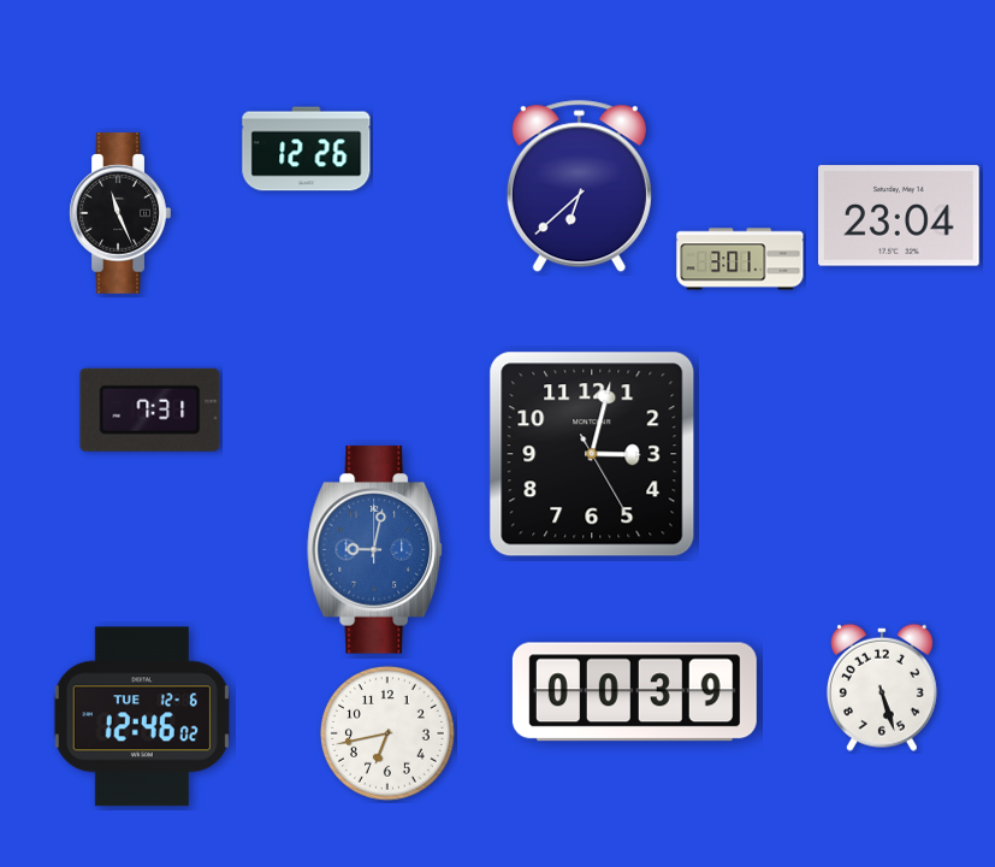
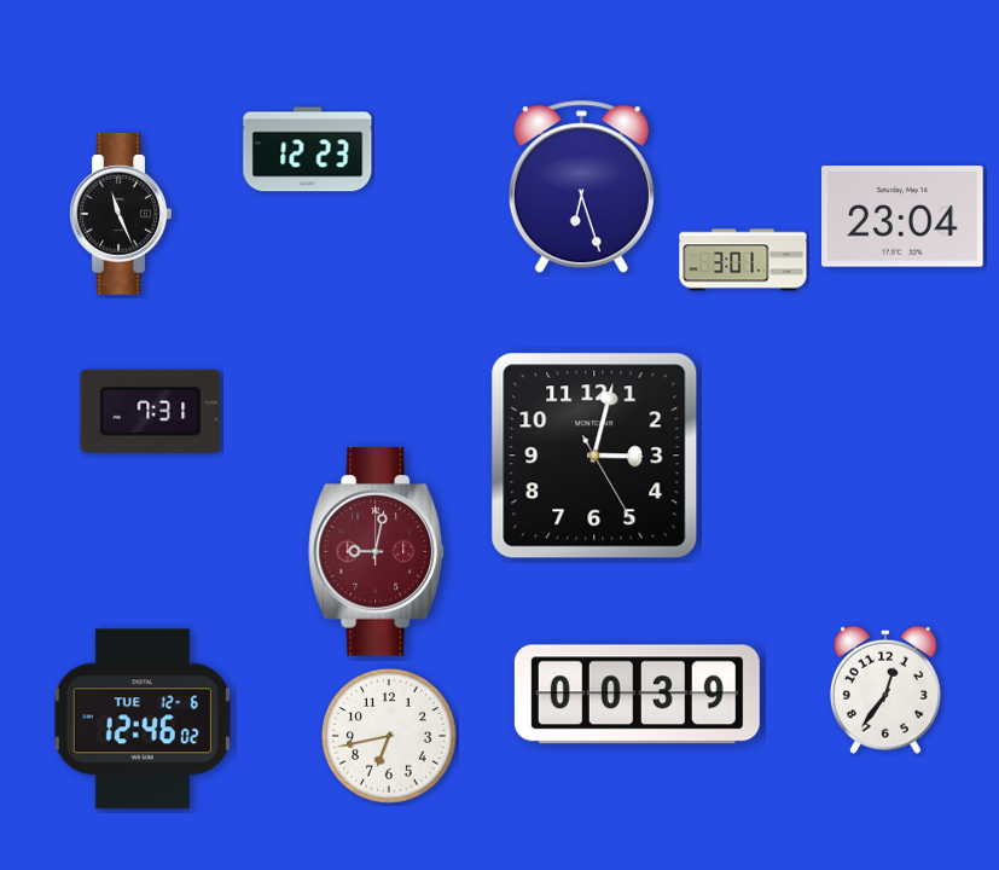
clock at (307, 149): 12:26 -> 12:23
clock at (579, 187): 6:38 -> 6:27
clock at (374, 550) dial: blue -> burgundy
clock at (882, 688): 5:27 -> 12:36
